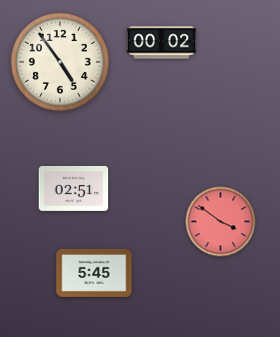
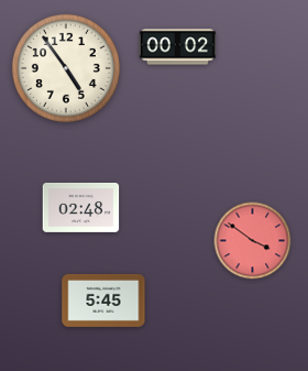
clock at (74, 188): 02:51 -> 02:48
clock at (221, 222) position: (221, 222) -> (253, 241)
